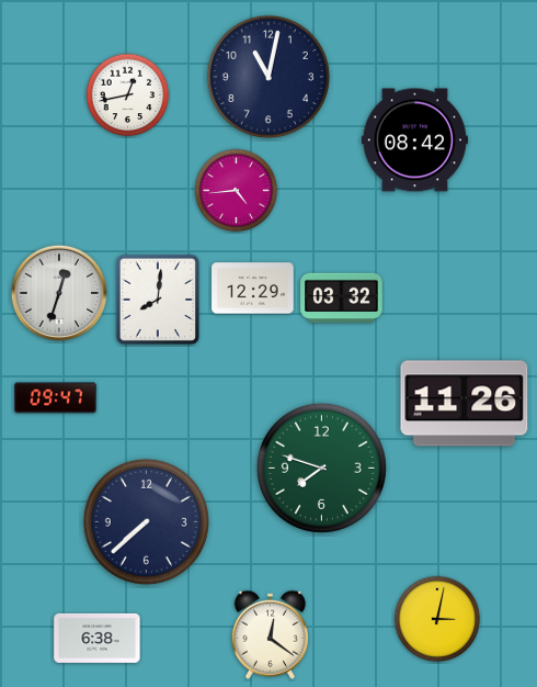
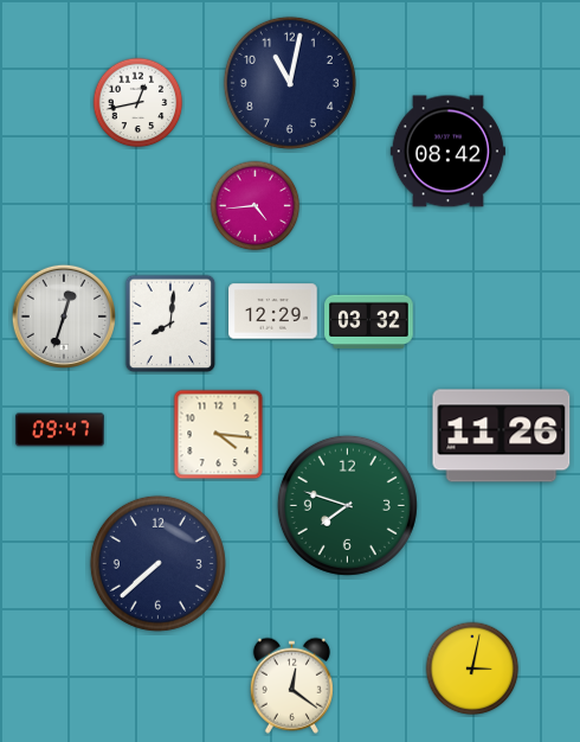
clock at (219, 435): none -> 4:16
clock at (98, 638): 6:38 -> none
